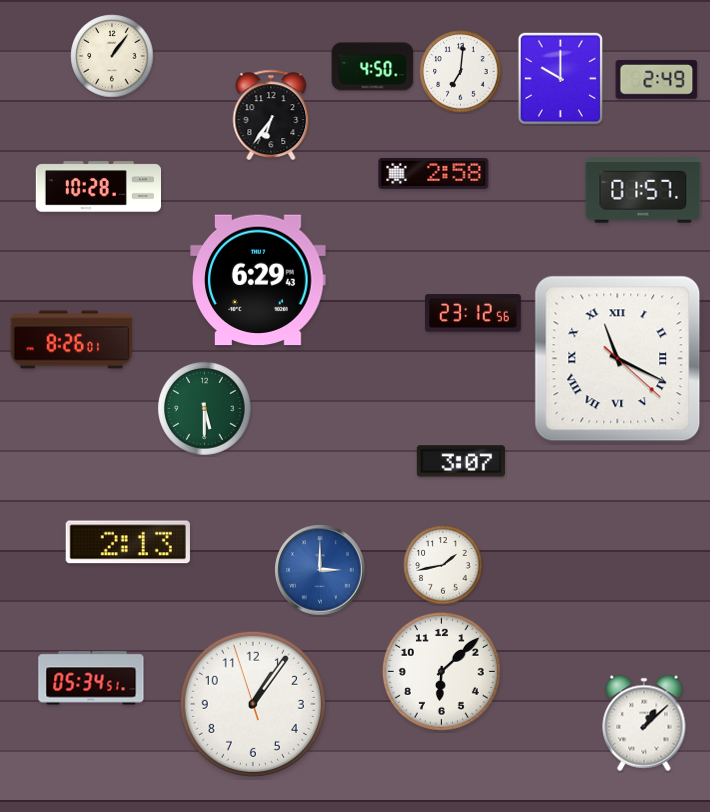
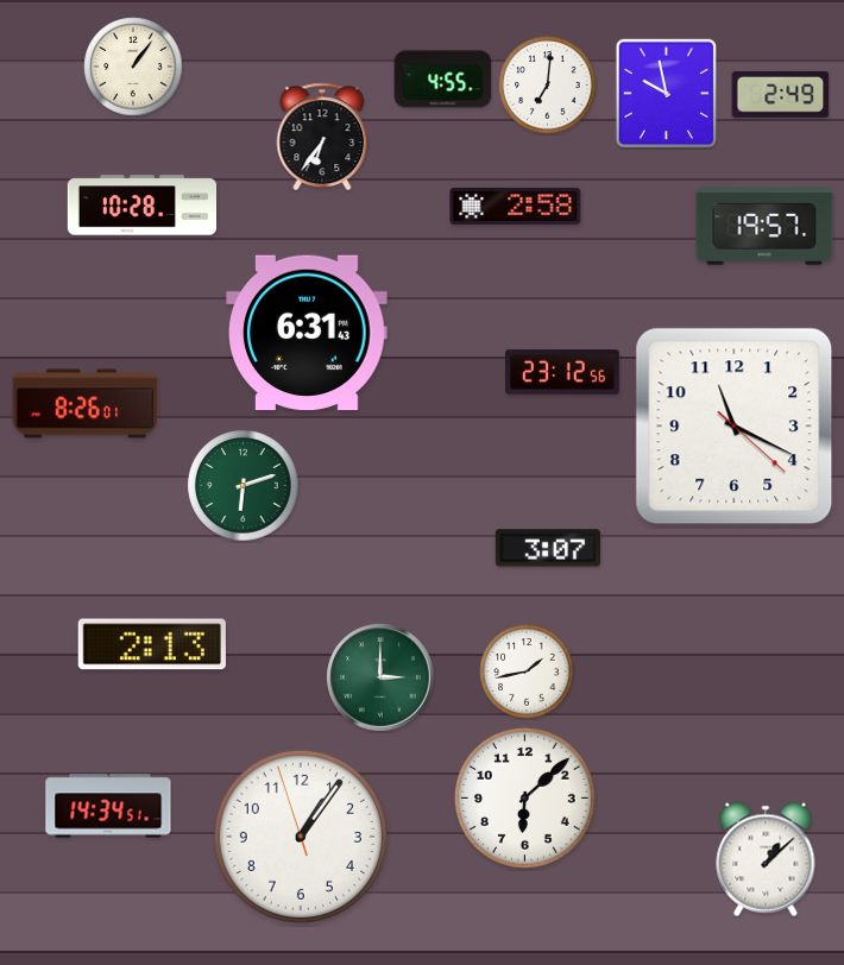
clock at (373, 67): 4:50 -> 4:55
clock at (561, 79): 10:00 -> 9:58
clock at (98, 187) position: (98, 187) -> (141, 206)
clock at (643, 190): 01:57 -> 19:57
clock at (258, 280): 6:29 -> 6:31
clock at (618, 359) numerals: Roman -> Arabic
clock at (205, 409): 5:30 -> 6:12
clock at (320, 570) dial: blue -> green
clock at (91, 678): 05:34 -> 14:34
